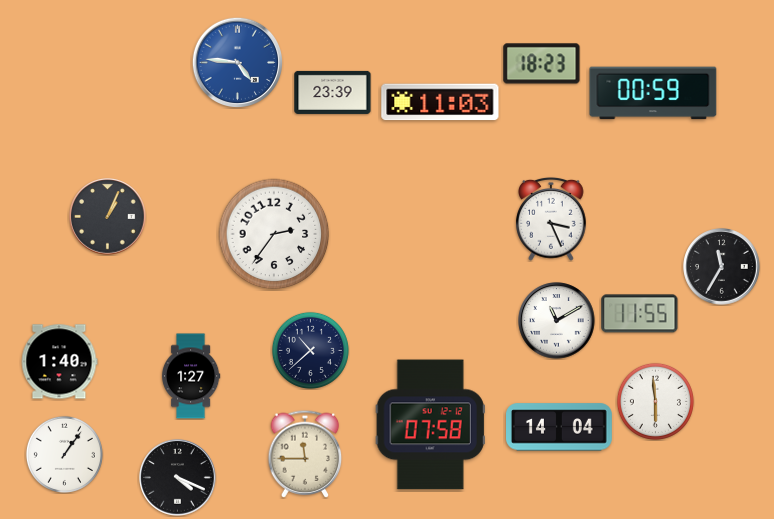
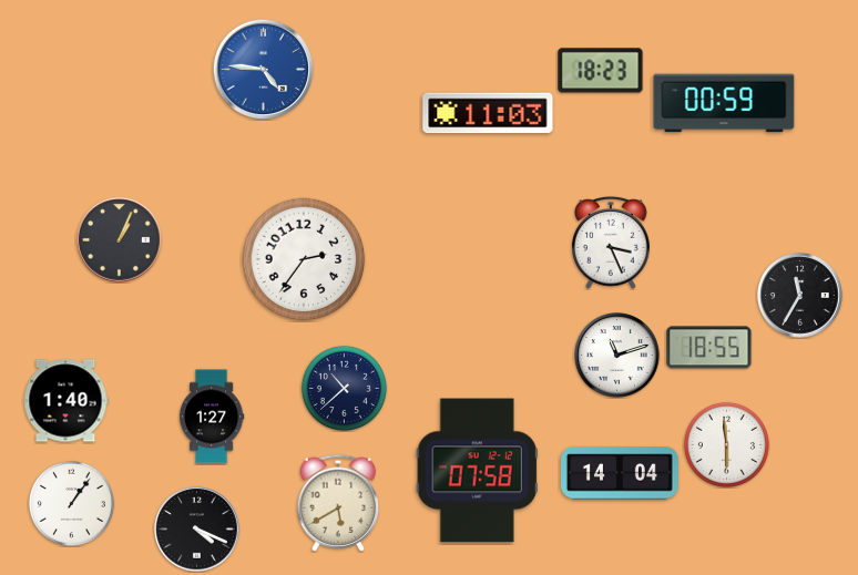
clock at (333, 92): 23:39 -> none
clock at (640, 314): 11:55 -> 18:55
clock at (557, 321): 11:10 -> 11:12
clock at (305, 454): 11:45 -> 5:40
